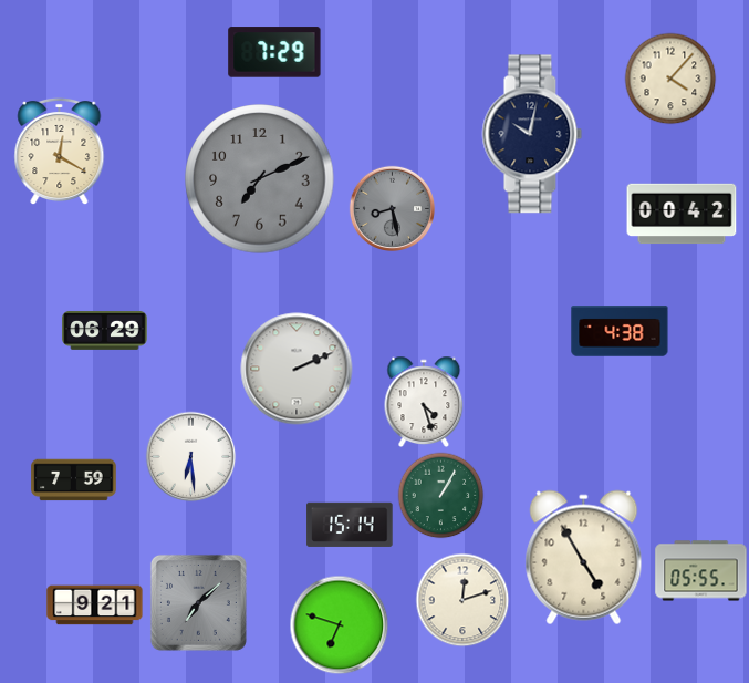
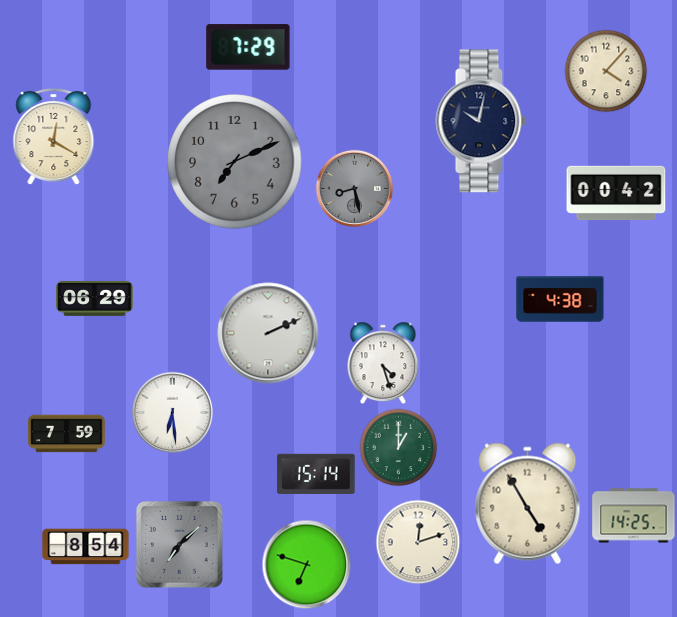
clock at (440, 495): 1:05 -> 1:00
clock at (701, 571): 05:55 -> 14:25
clock at (95, 606): 9:21 -> 8:54
